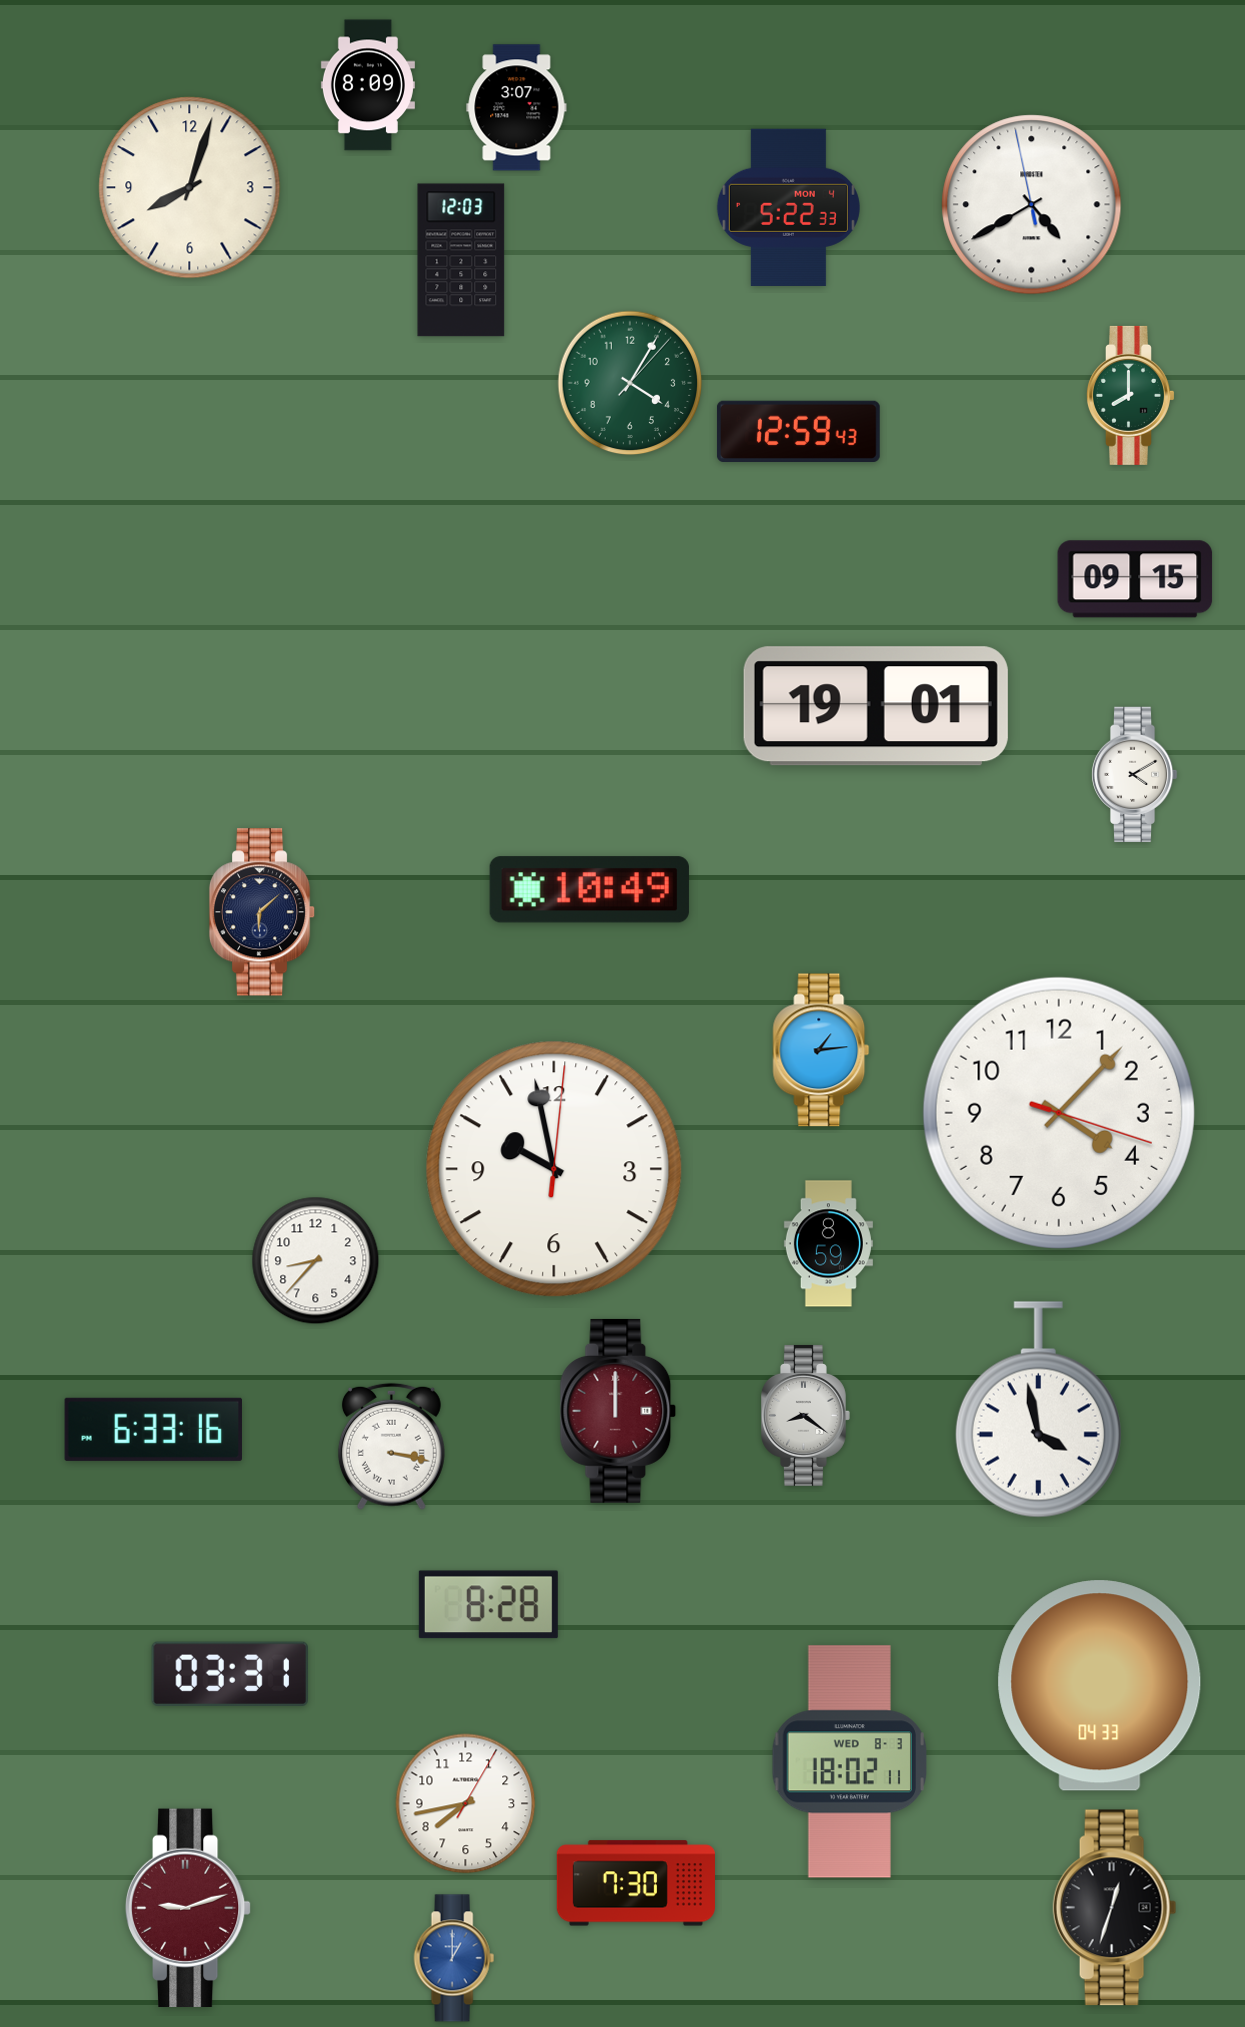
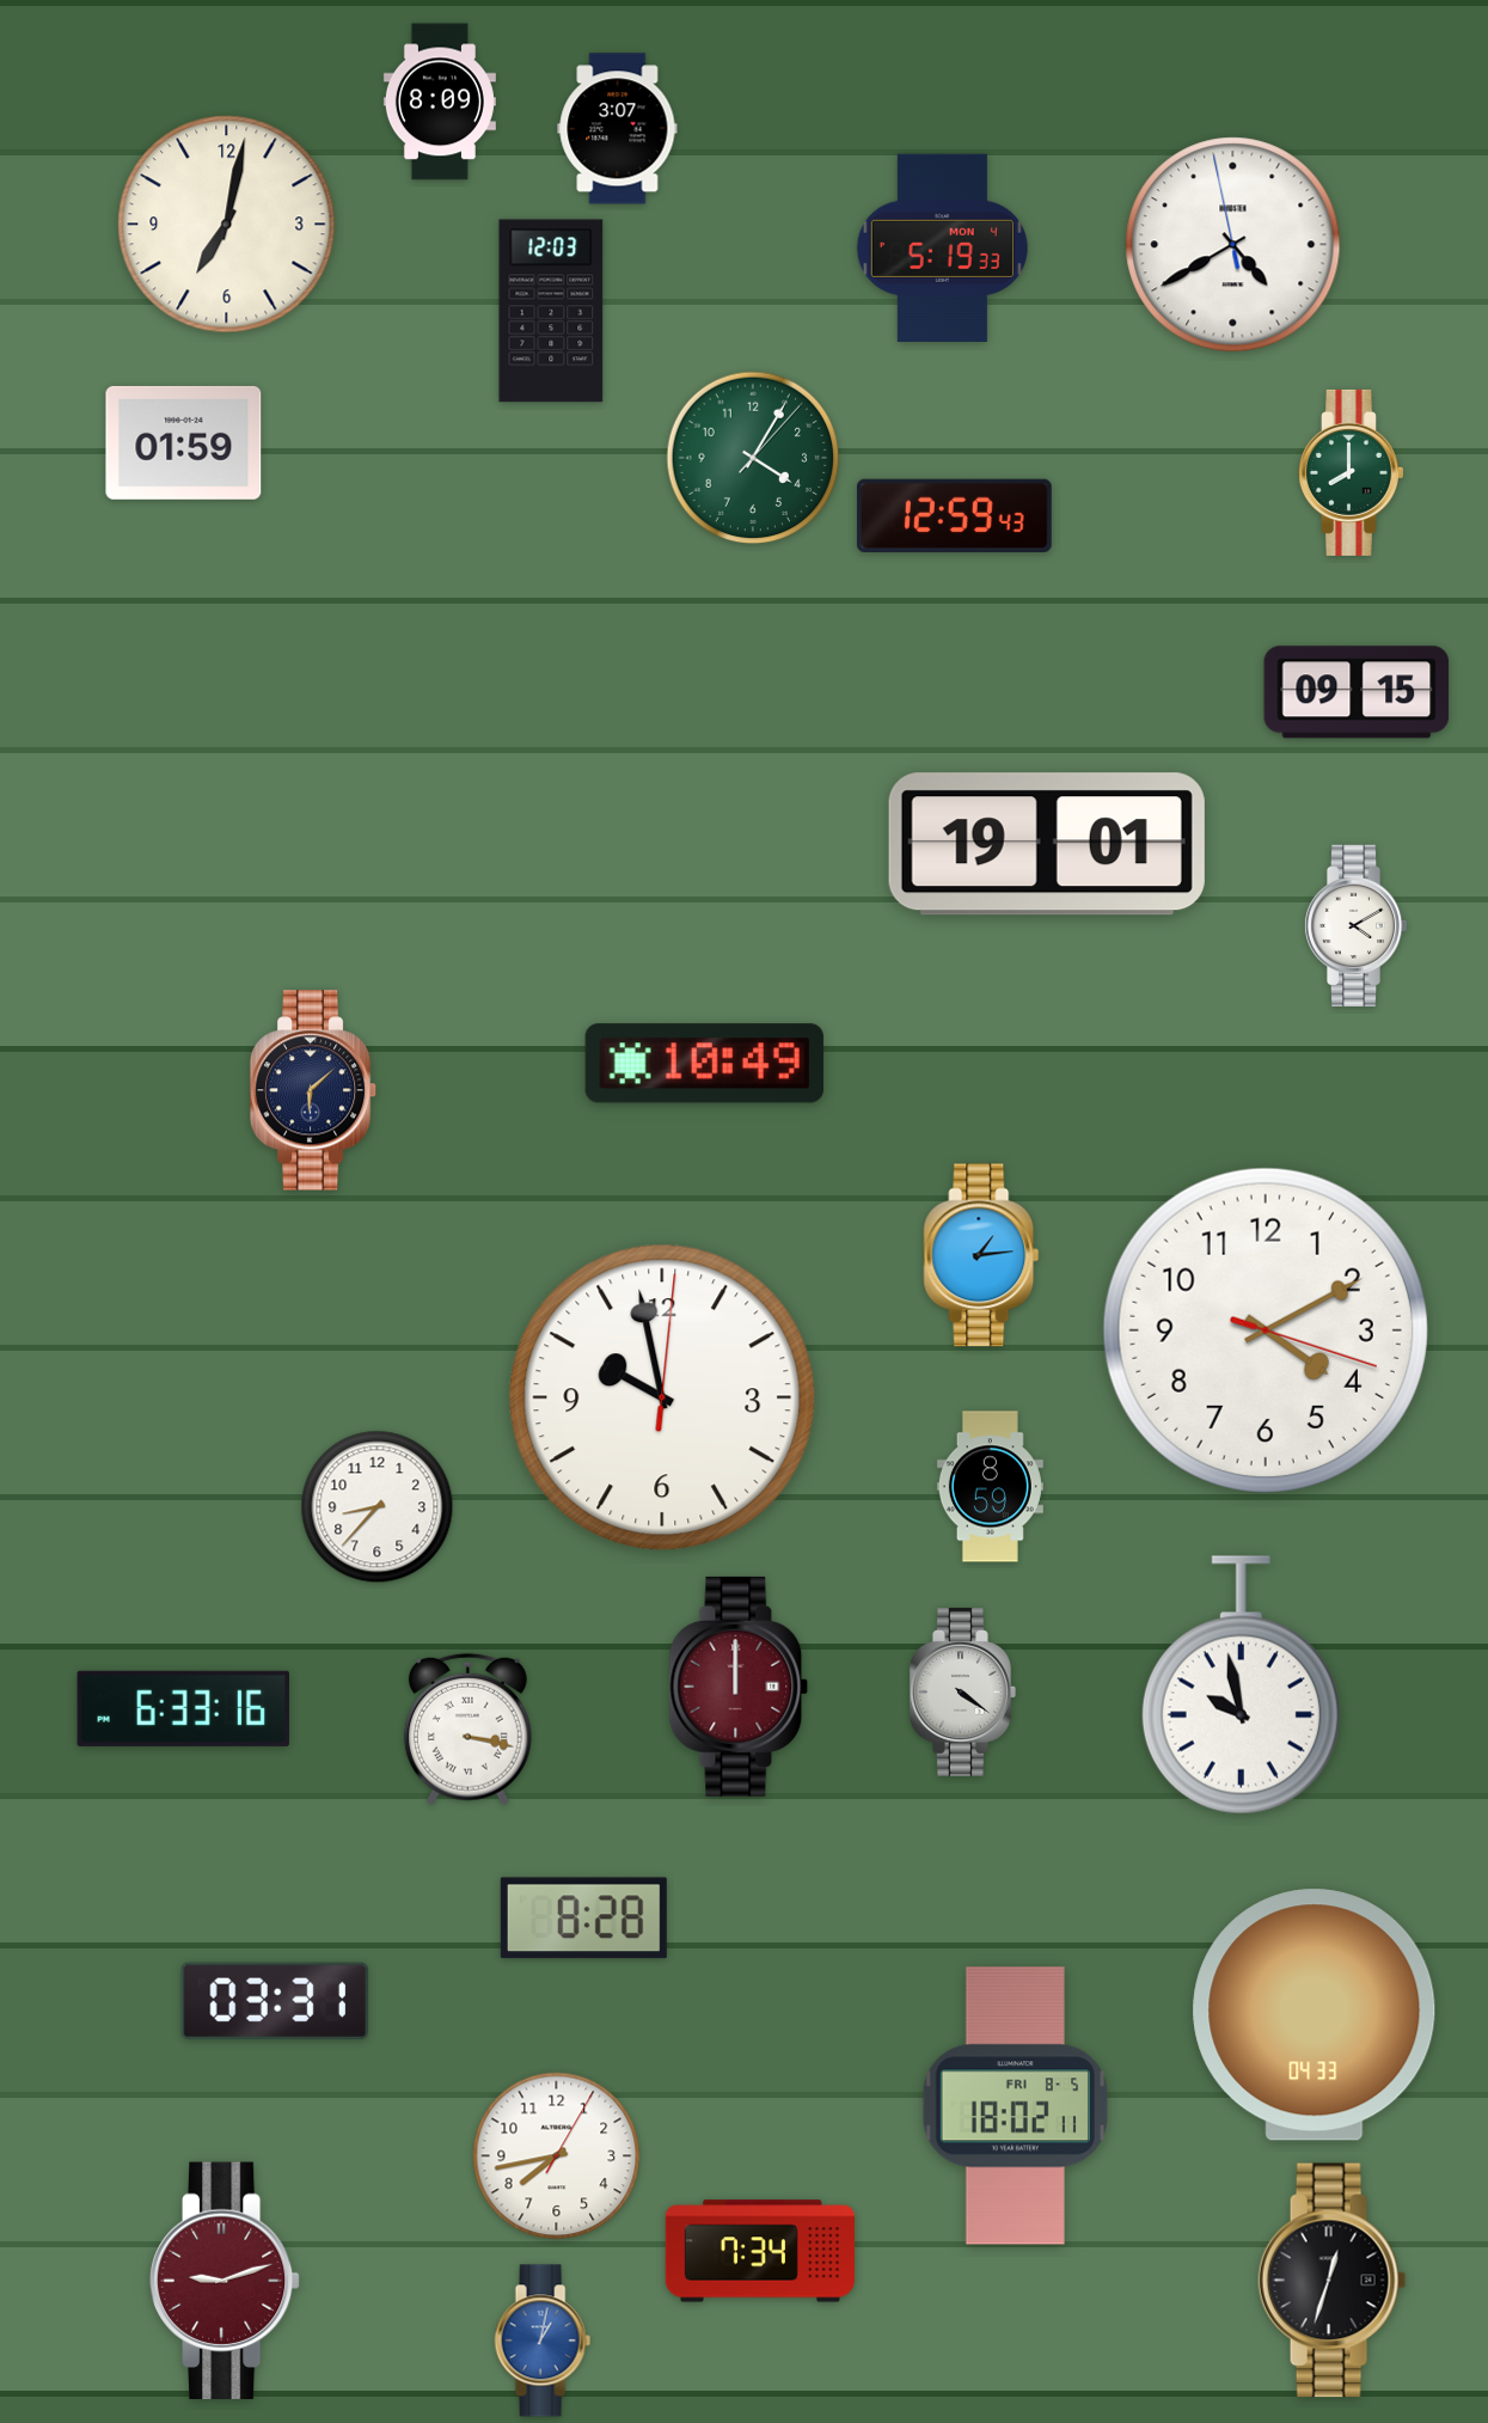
clock at (190, 188): 8:03 -> 7:02
clock at (788, 207): 5:22 -> 5:19
clock at (184, 442): none -> 01:59
clock at (1059, 1113): 4:07 -> 4:10
clock at (1038, 1410): 3:58 -> 9:58
clock at (806, 1415): 8:21 -> 4:21
clock at (849, 1762) date: WED 8-3 -> FRI 8-5
clock at (636, 1883): 7:30 -> 7:34
clock at (454, 1958): 1:00 -> 1:02
